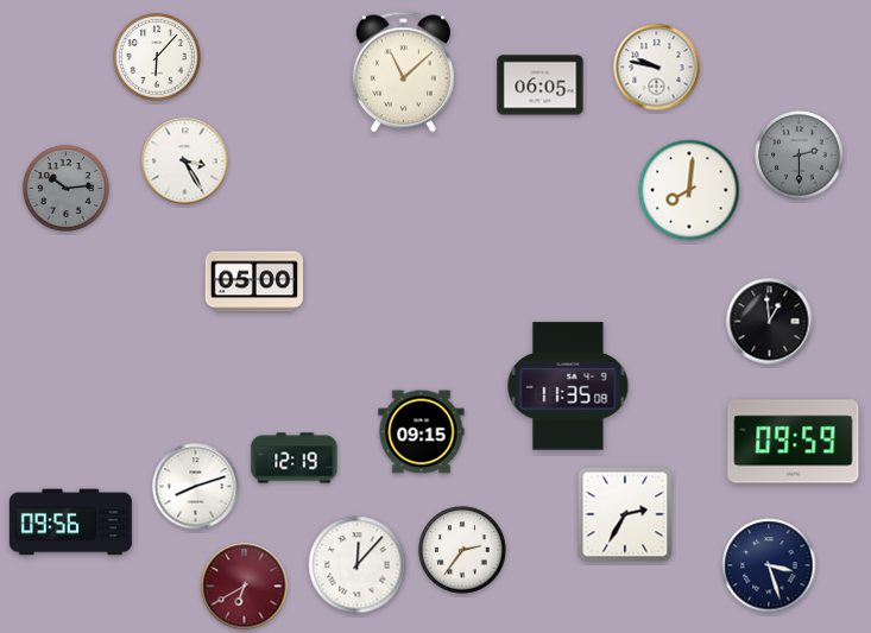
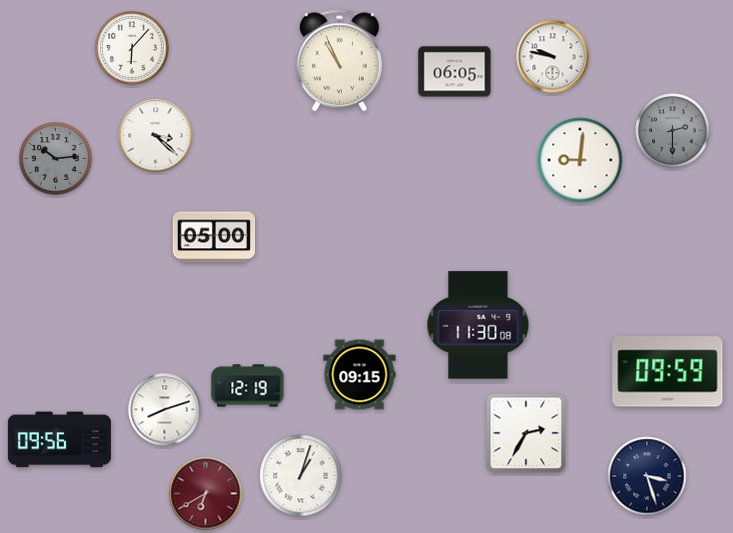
clock at (403, 72): 11:08 -> 10:56
clock at (185, 162): 3:25 -> 3:22
clock at (689, 190): 8:01 -> 9:01
clock at (770, 322): 12:59 -> none
clock at (568, 386): 11:35 -> 11:30
clock at (422, 432) position: (422, 432) -> (360, 375)
clock at (462, 550): 2:36 -> none
clock at (358, 565): 12:07 -> 1:03
